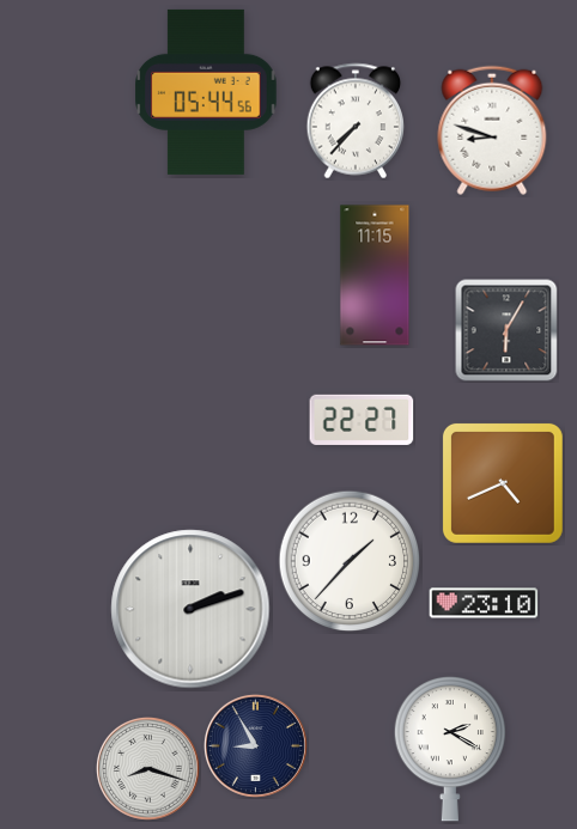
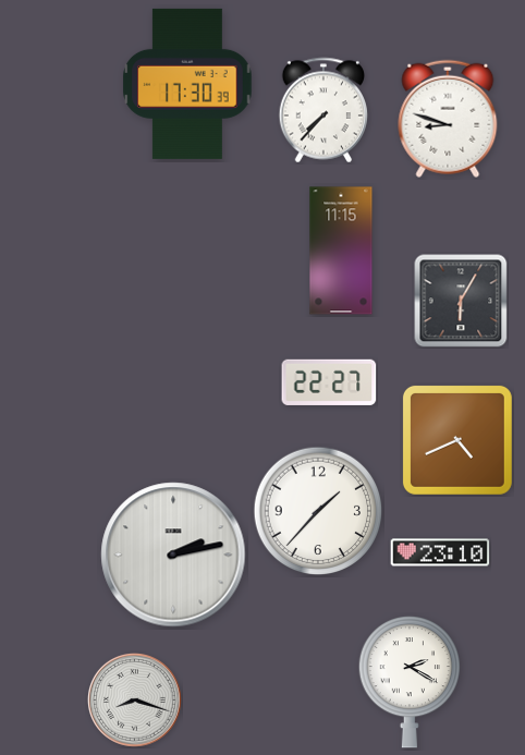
clock at (206, 92): 05:44 -> 17:30
clock at (484, 603) position: (484, 603) -> (440, 552)
clock at (190, 609): 2:12 -> 2:13
clock at (255, 745): 8:55 -> none
